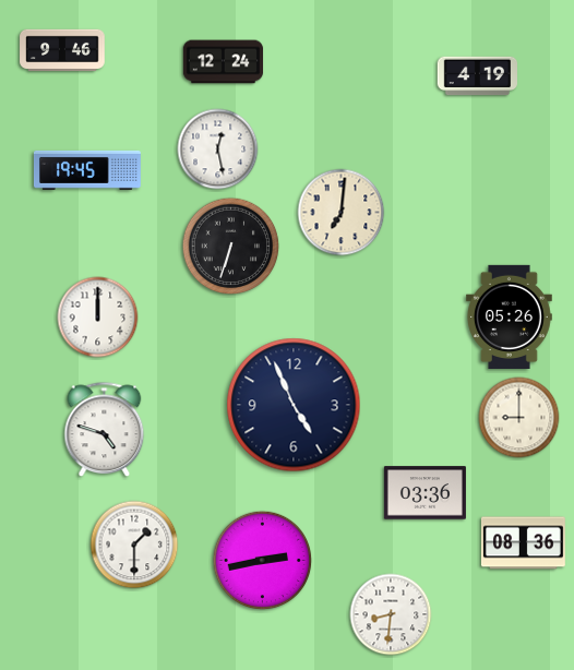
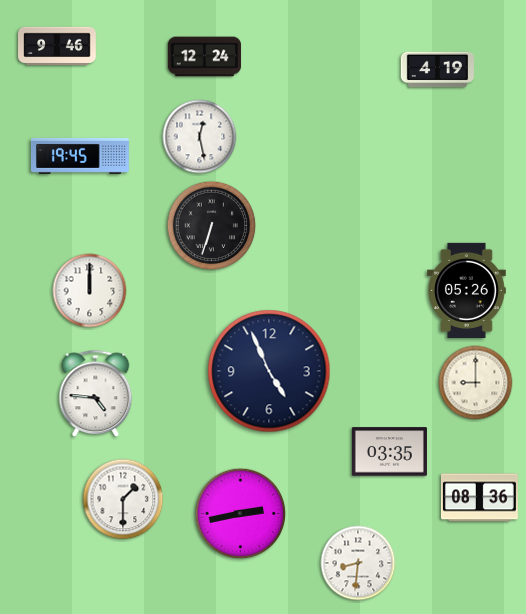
clock at (342, 213): 7:01 -> none
clock at (105, 430): 4:48 -> 4:46
clock at (424, 493): 03:36 -> 03:35
